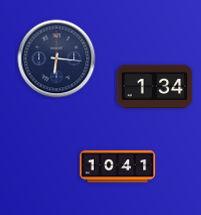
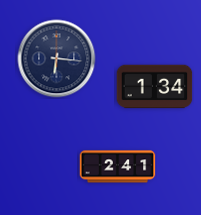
clock at (118, 167): 10:41 -> 2:41
